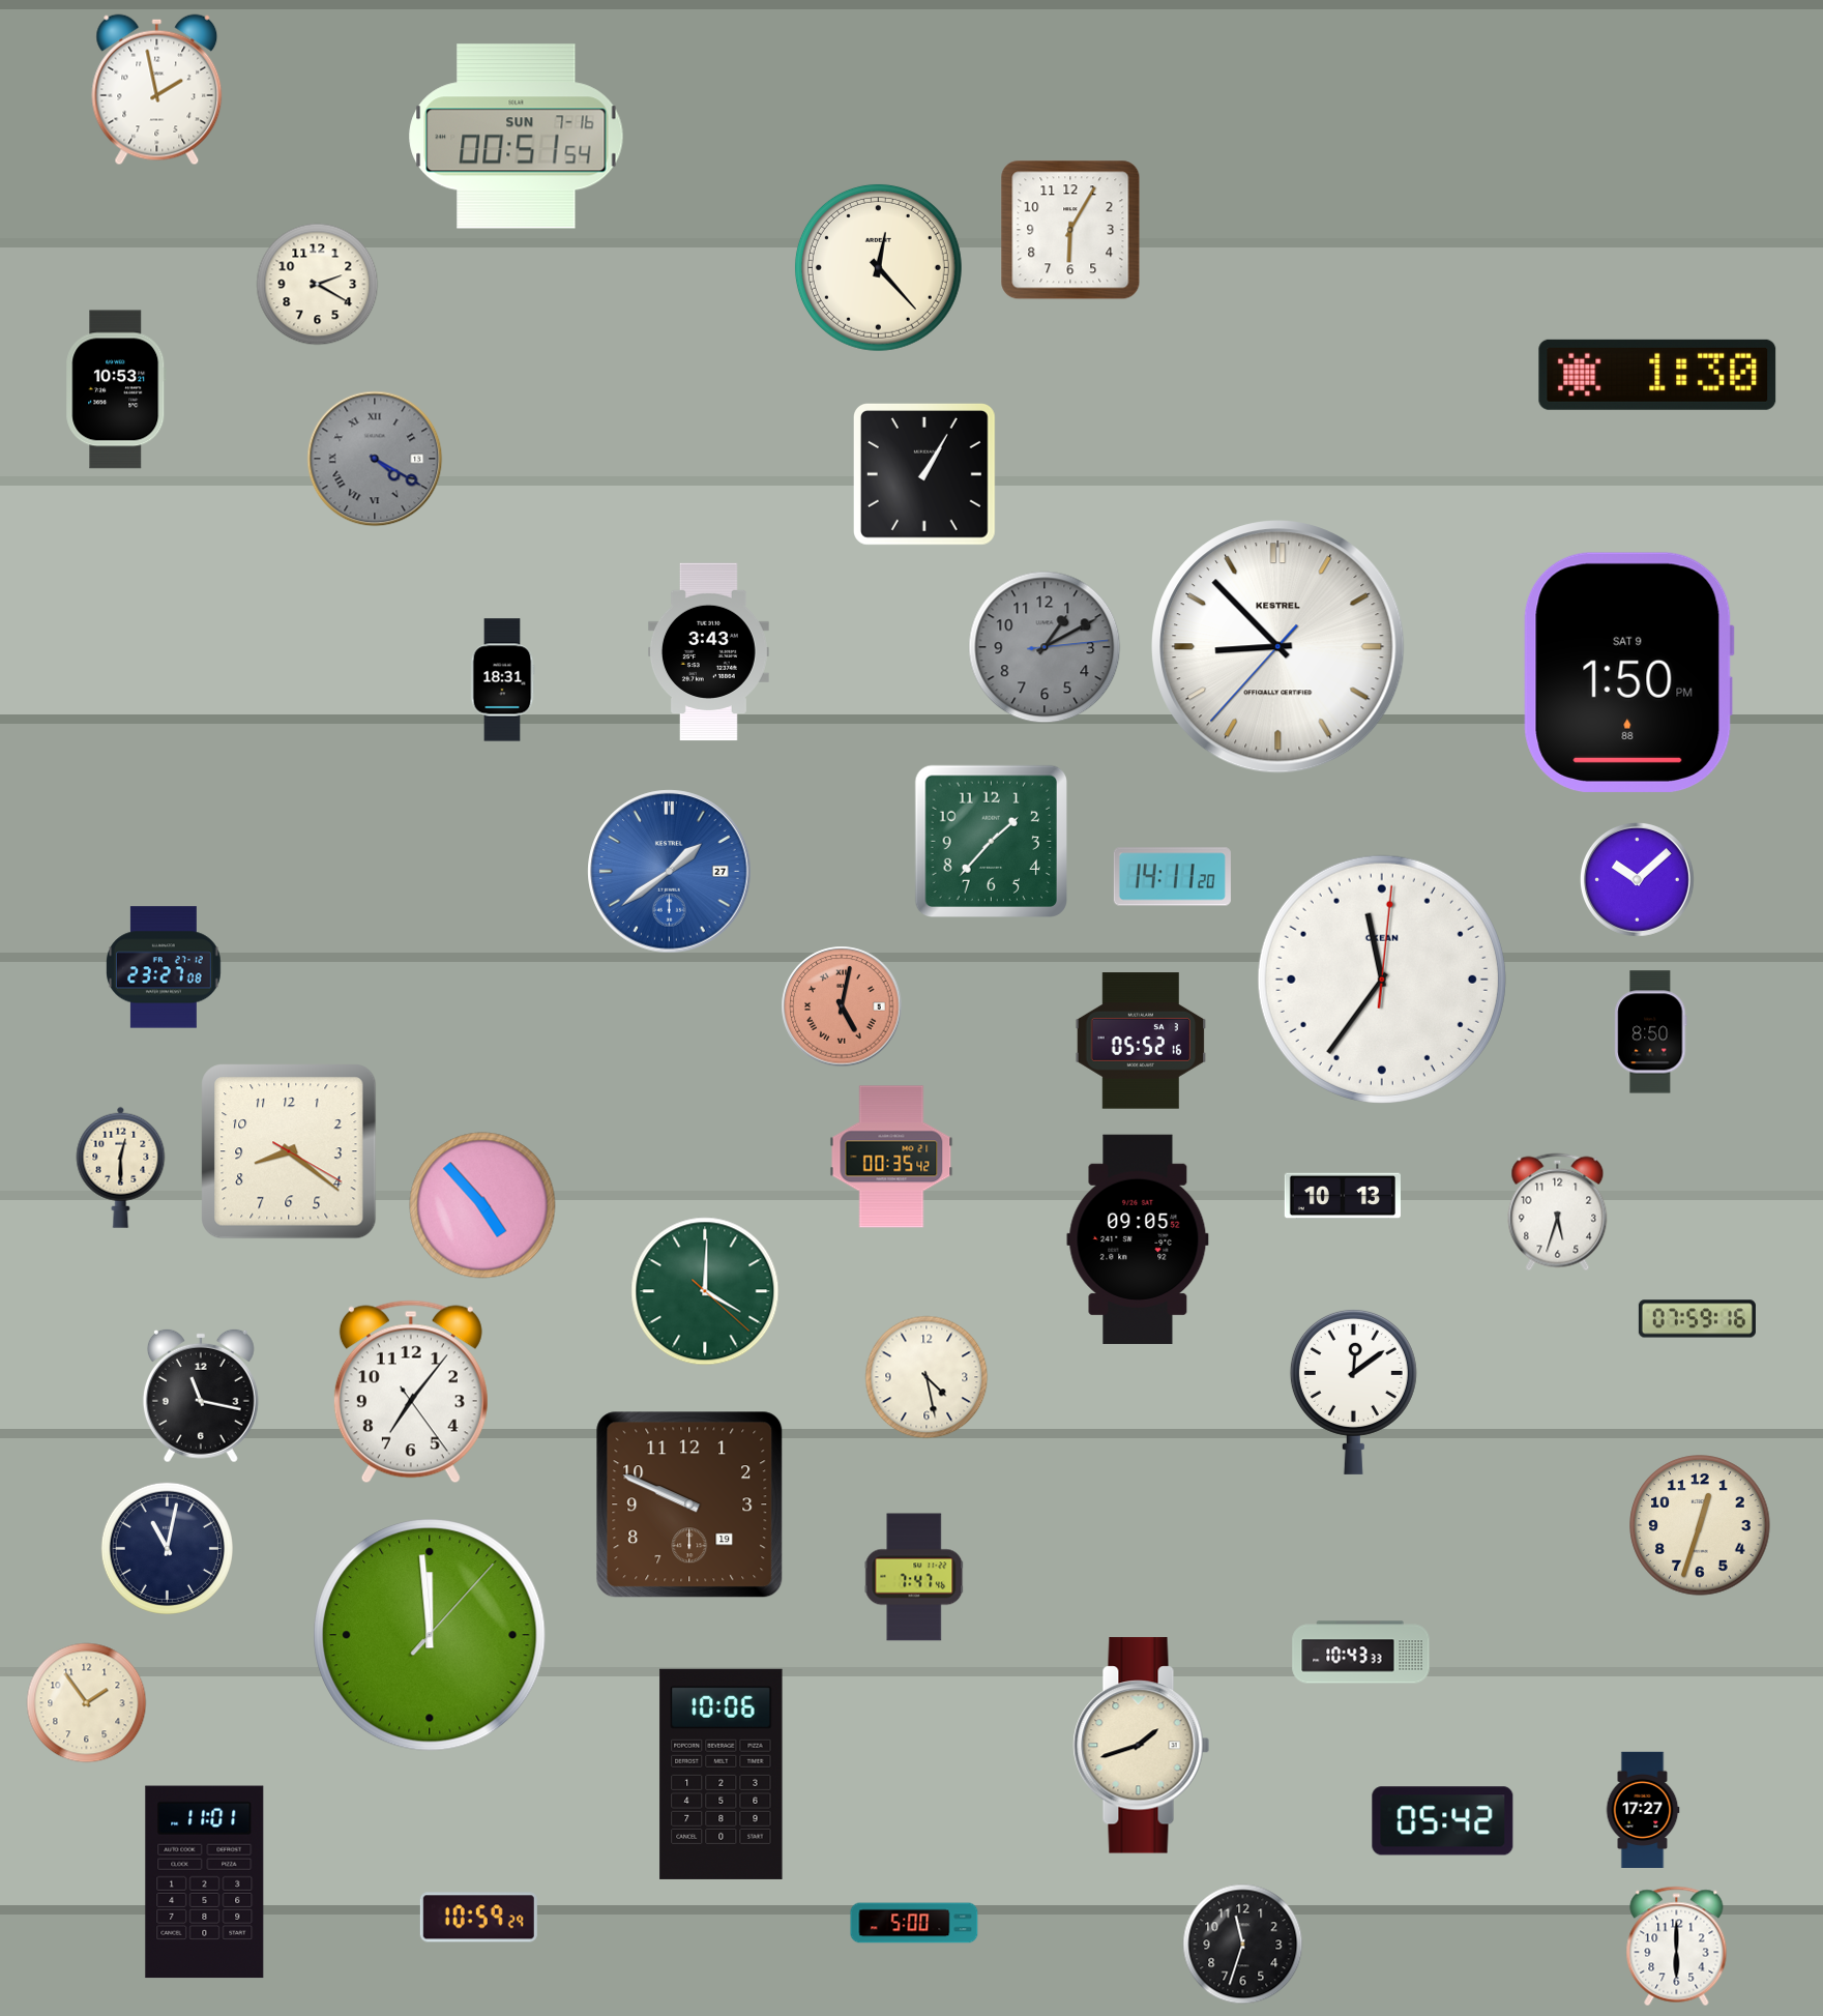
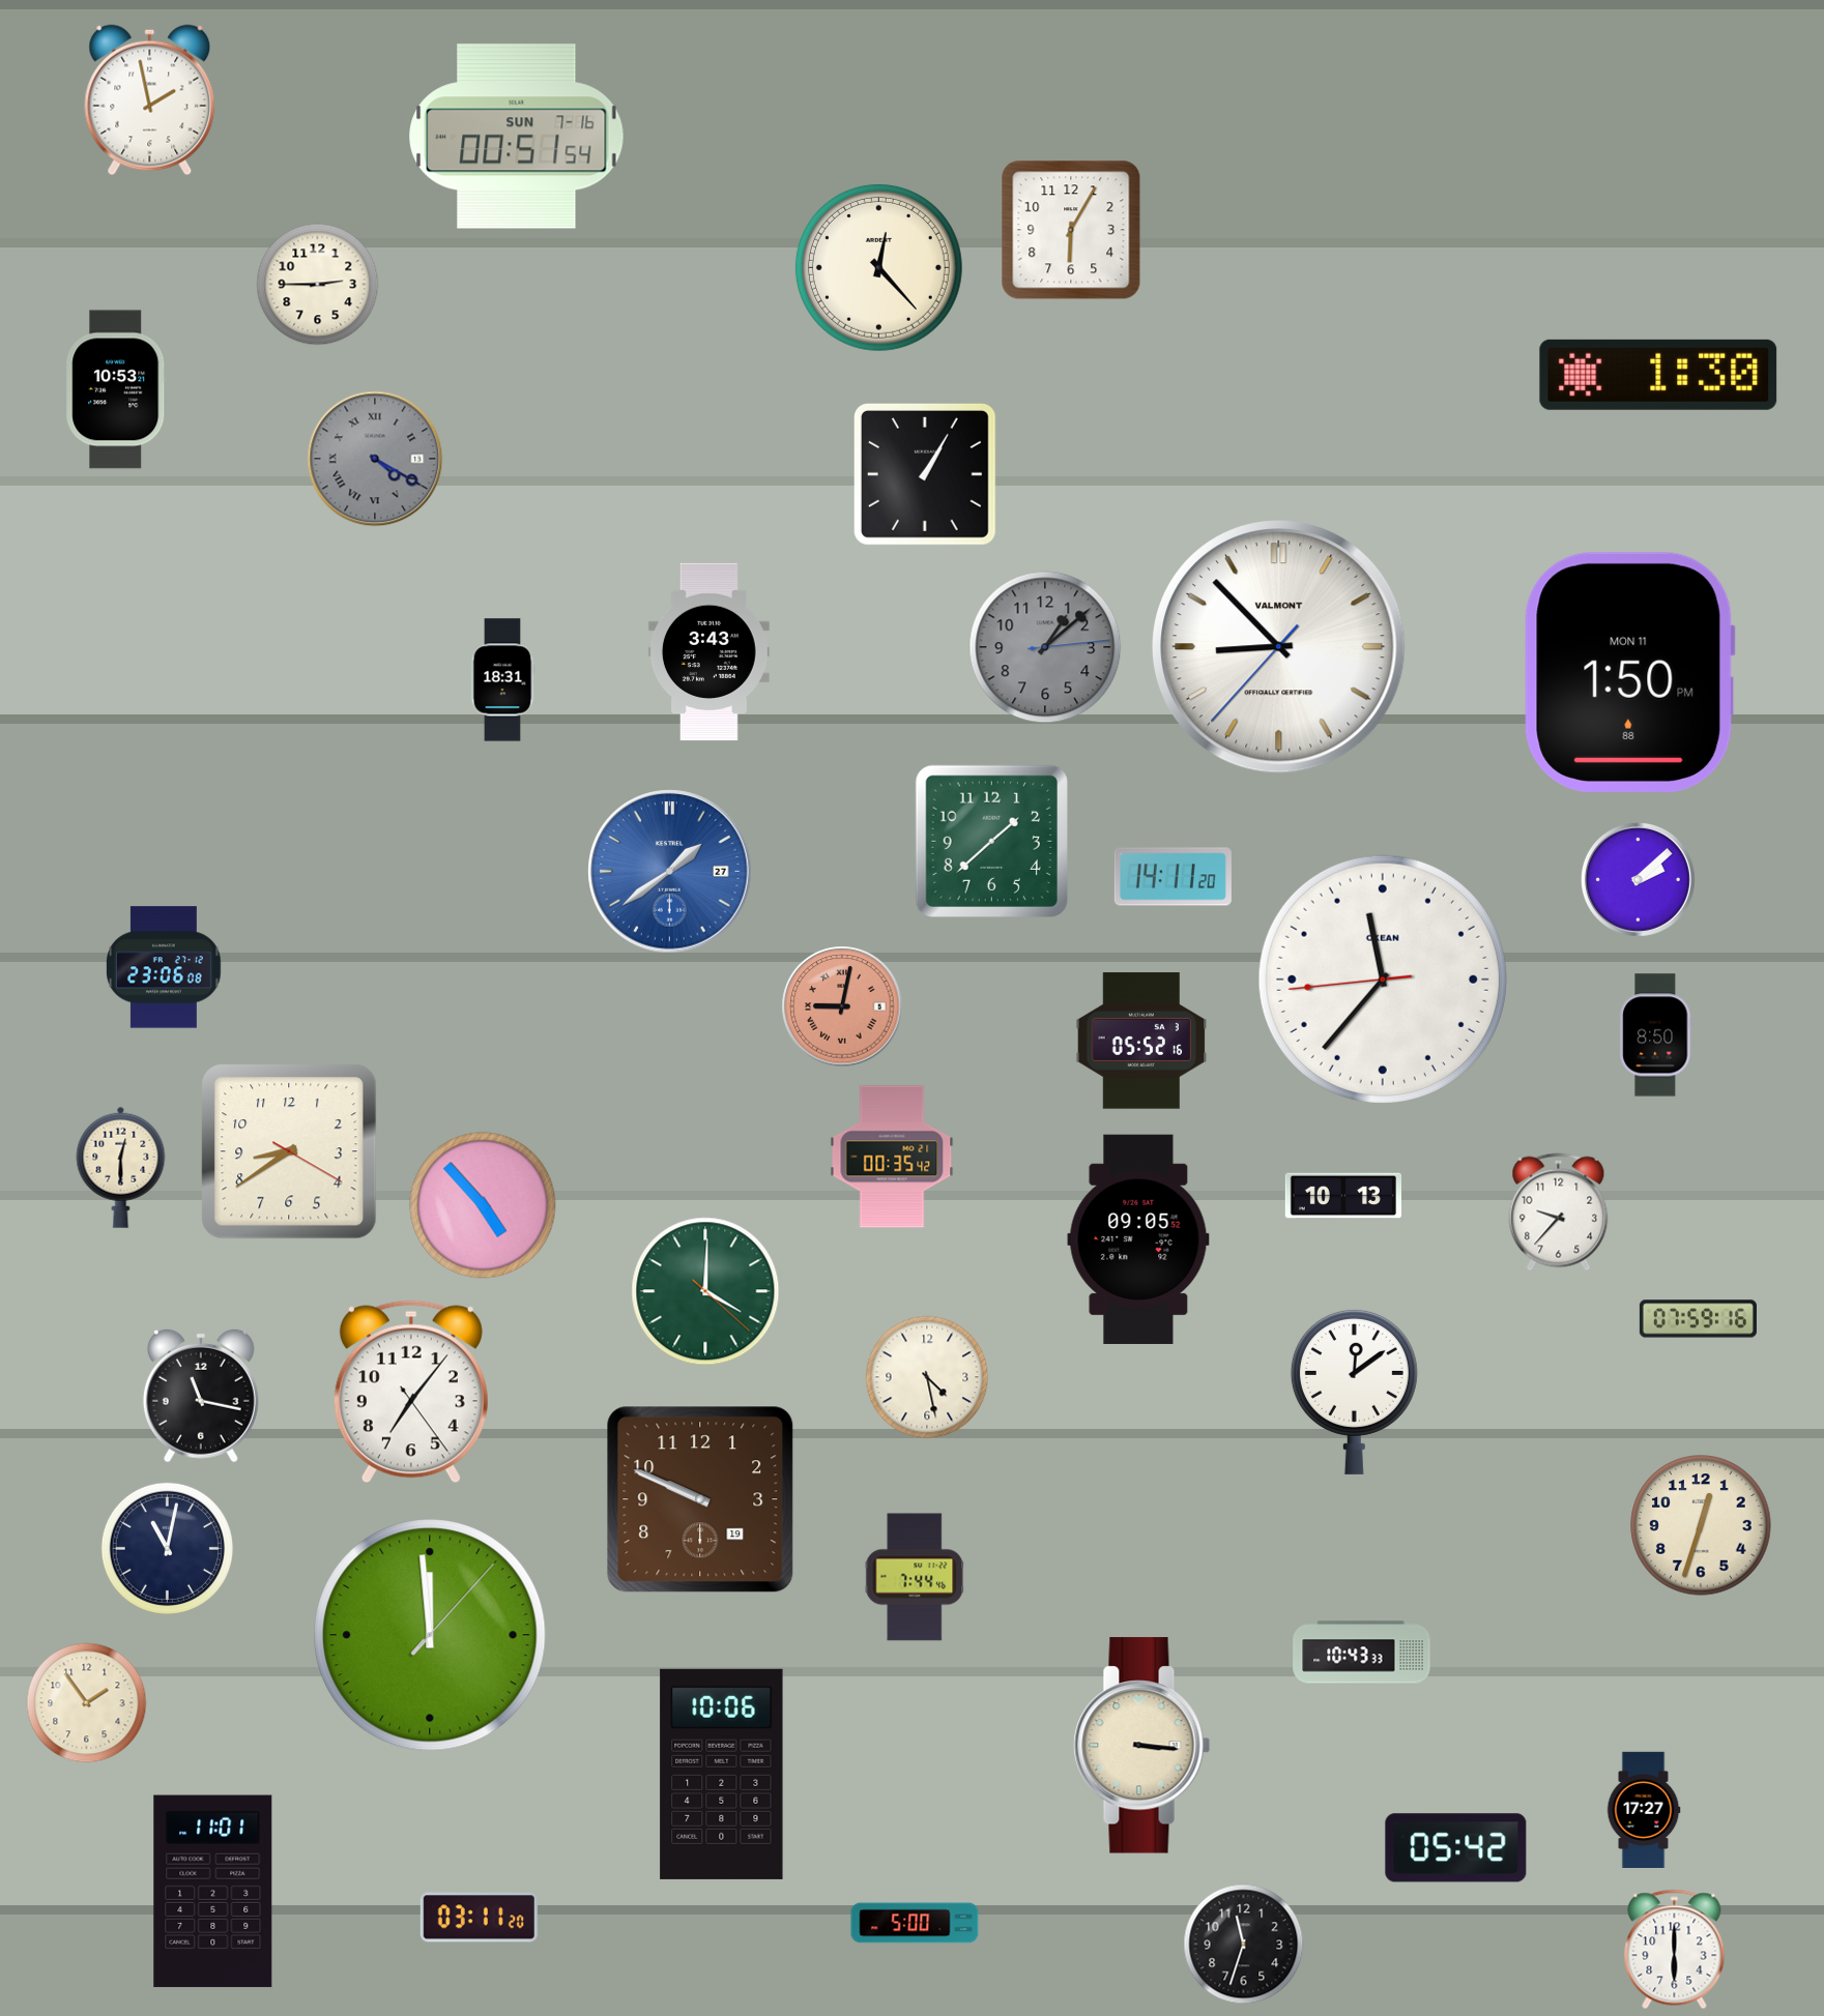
clock at (157, 90) position: (157, 90) -> (150, 100)
clock at (318, 285): 2:20 -> 2:45
clock at (1045, 647): 1:10 -> 1:08
clock at (1278, 647) brand: KESTREL -> VALMONT
clock at (1628, 672) date: SAT 9 -> MON 11
clock at (991, 841): 1:37 -> 1:38
clock at (1637, 879): 10:08 -> 2:08
clock at (165, 967): 23:27 -> 23:06
clock at (1382, 980): 11:36:01 -> 11:36:44
clock at (842, 1006): 5:02 -> 9:02
clock at (1651, 1032) position: (1651, 1032) -> (1656, 1035)
clock at (289, 1151): 8:21 -> 8:39
clock at (1558, 1212): 5:33 -> 9:37
clock at (689, 1504) position: (689, 1504) -> (700, 1499)
clock at (914, 1577): 7:47 -> 7:44
clock at (1142, 1746): 1:42 -> 3:16
clock at (1443, 1821) position: (1443, 1821) -> (1456, 1848)
clock at (205, 1882) position: (205, 1882) -> (213, 1892)
clock at (478, 1918): 10:59 -> 03:11
clock at (1677, 1947) position: (1677, 1947) -> (1675, 1950)
